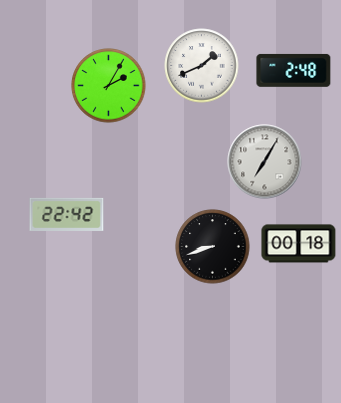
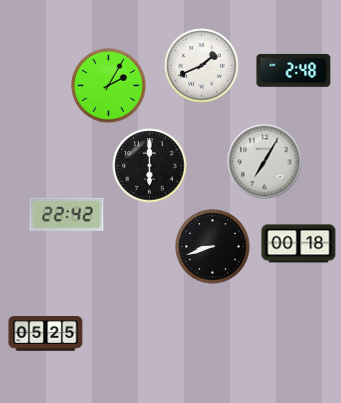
clock at (150, 166): none -> 6:00
clock at (46, 334): none -> 05:25
